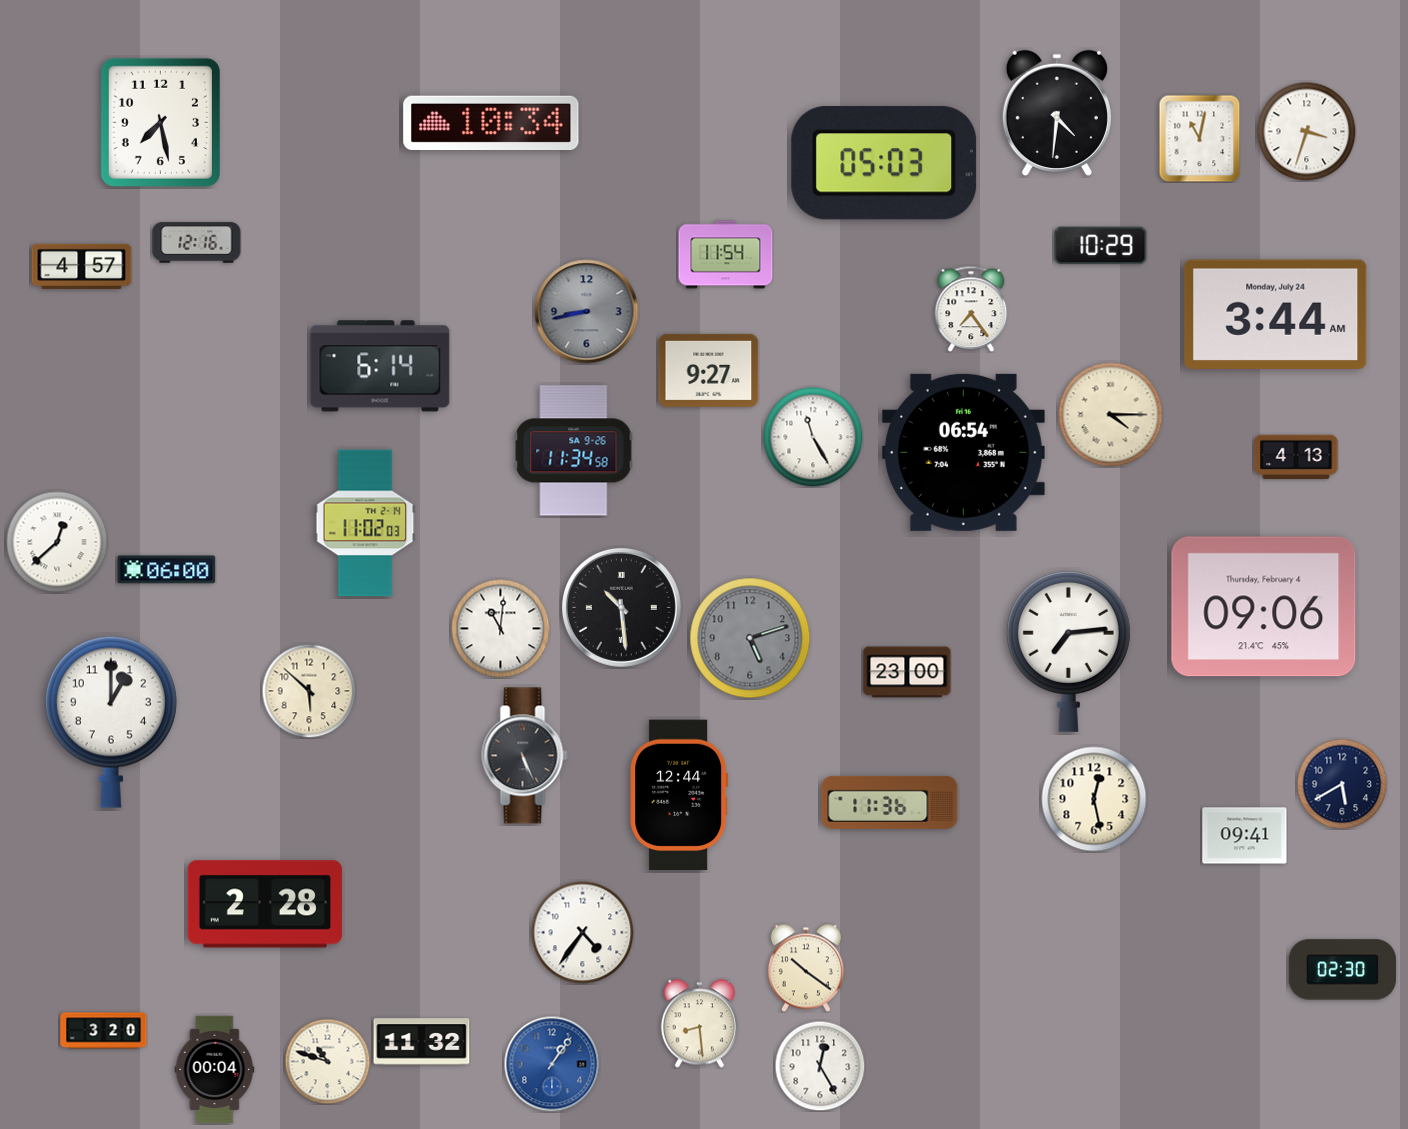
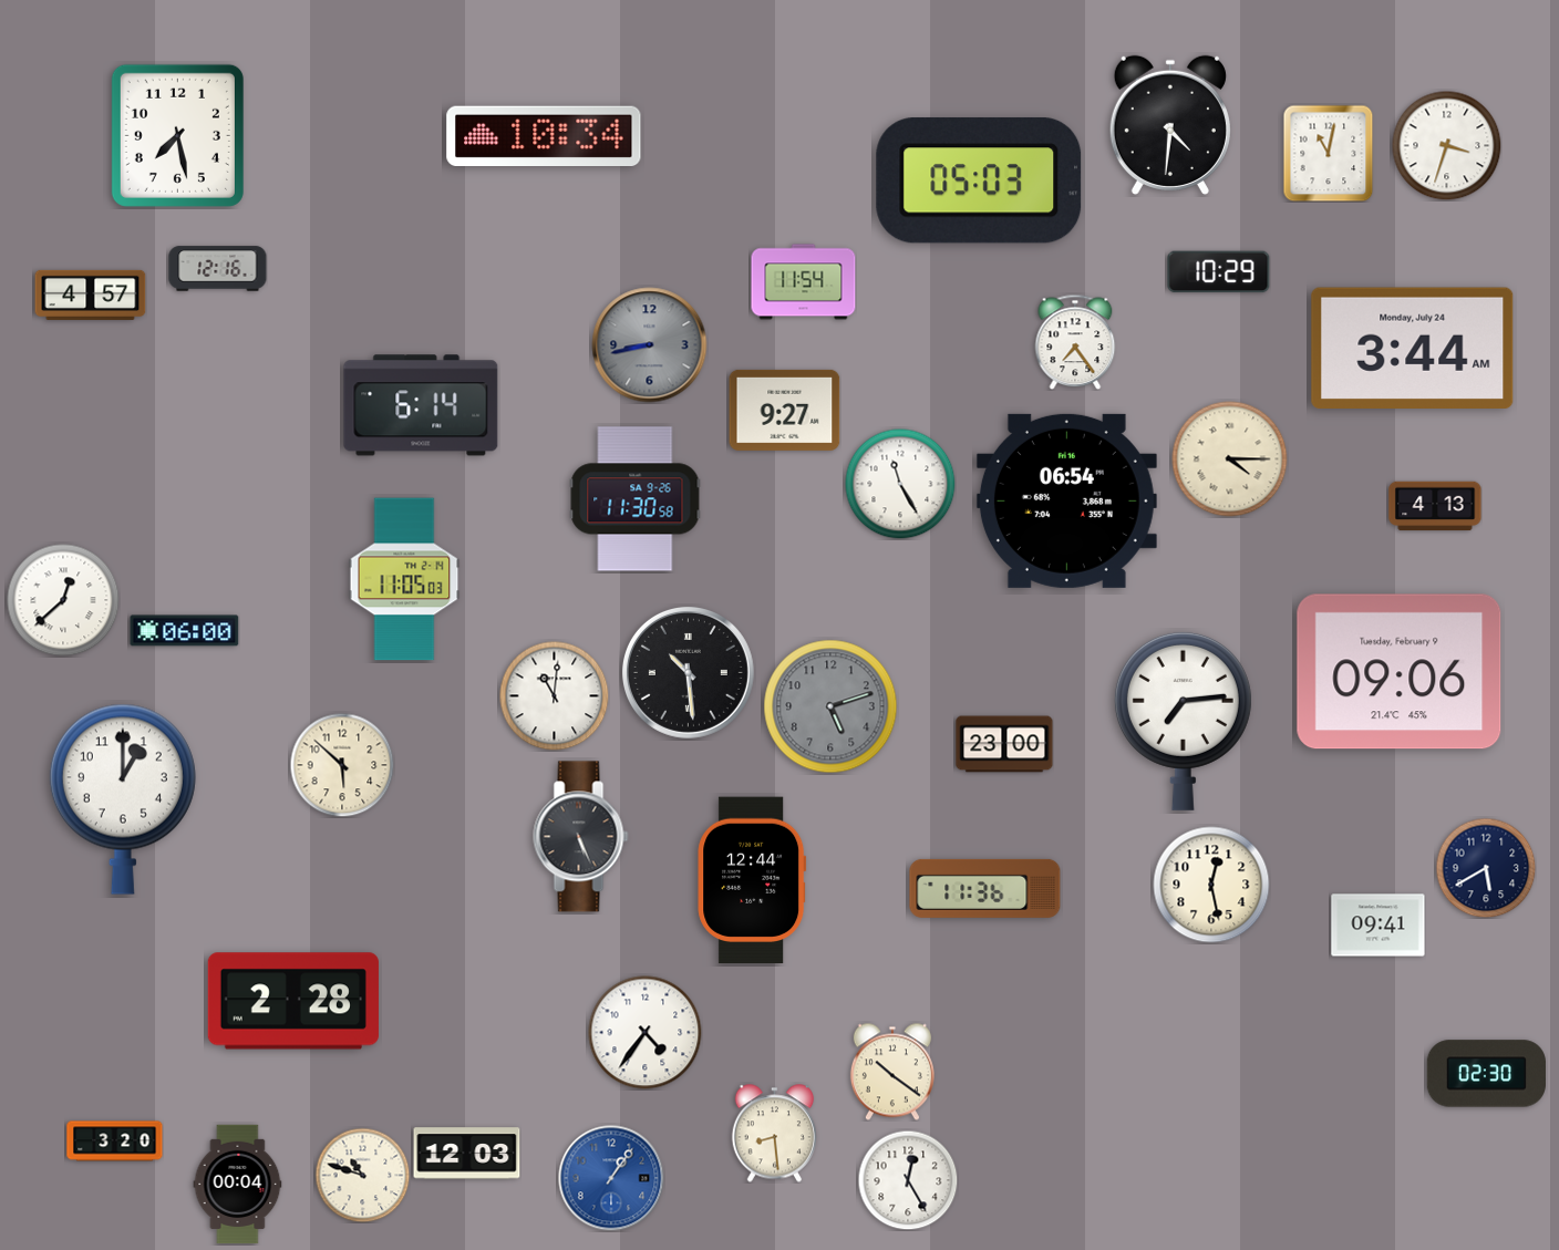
clock at (574, 451): 11:34 -> 11:30
clock at (365, 523): 11:02 -> 11:05
clock at (1264, 607) date: Thursday, February 4 -> Tuesday, February 9
clock at (422, 1042): 11:32 -> 12:03
